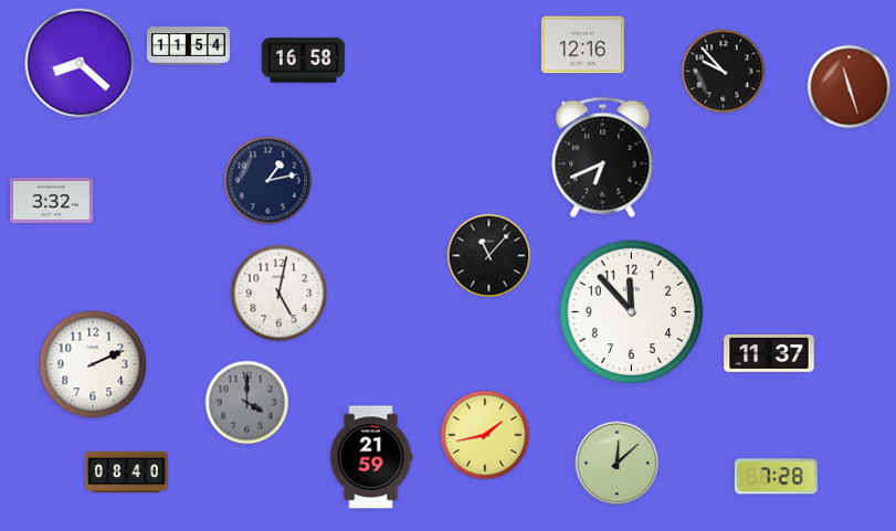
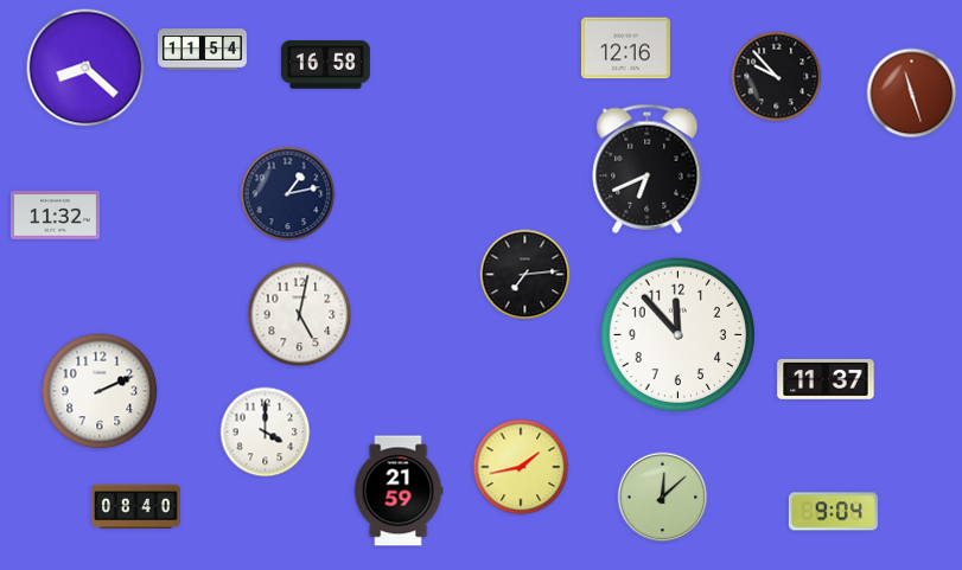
clock at (51, 201): 3:32 -> 11:32
clock at (489, 256): 11:07 -> 7:14
clock at (247, 403) dial: grey -> white
clock at (776, 477): 7:28 -> 9:04
